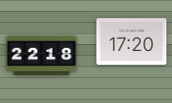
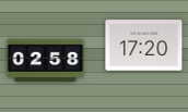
clock at (42, 56): 22:18 -> 02:58
